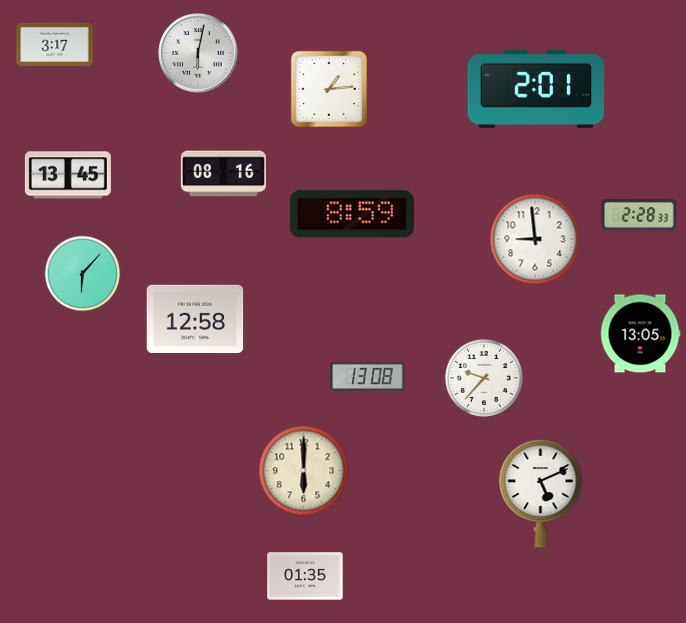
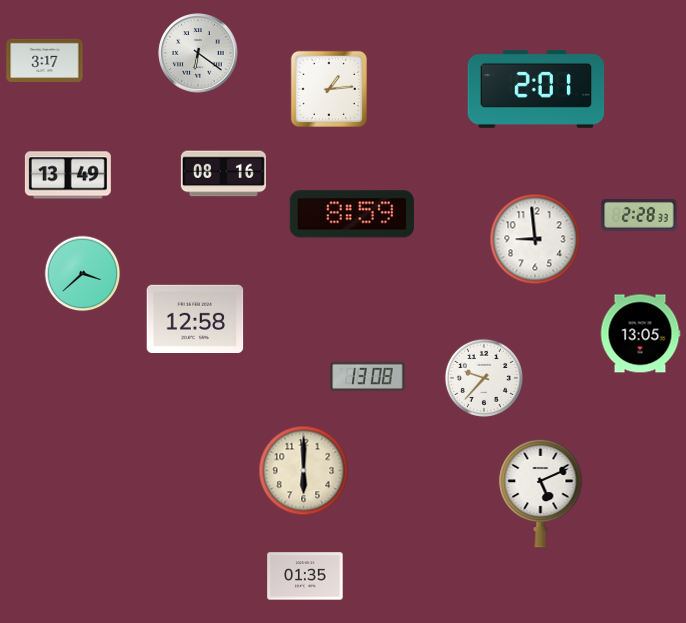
clock at (55, 44) position: (55, 44) -> (45, 60)
clock at (198, 53): 6:02 -> 6:21
clock at (68, 175): 13:45 -> 13:49
clock at (83, 274): 6:07 -> 3:38
